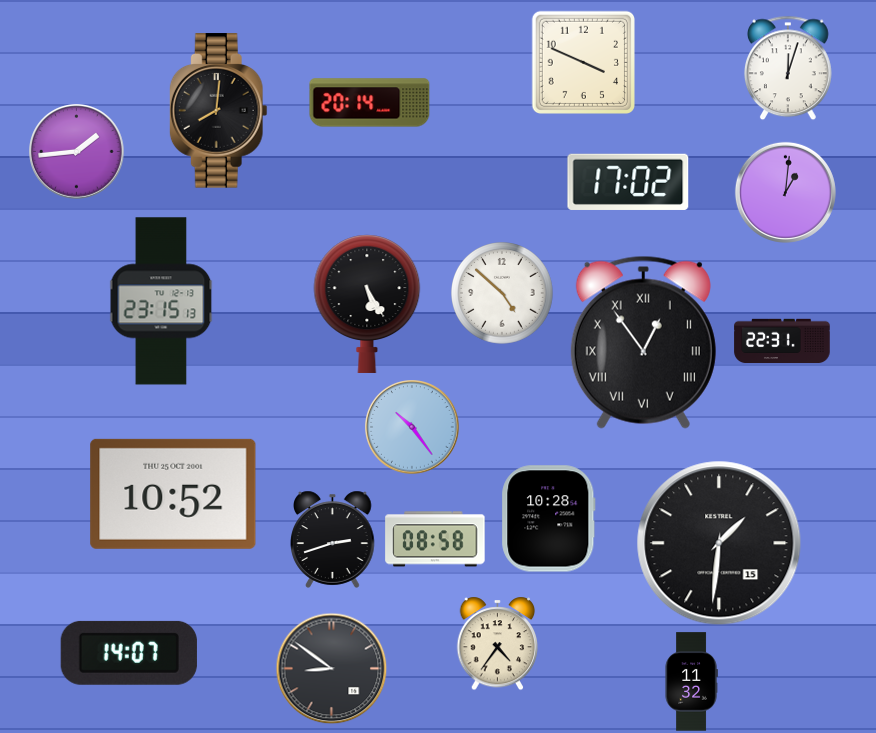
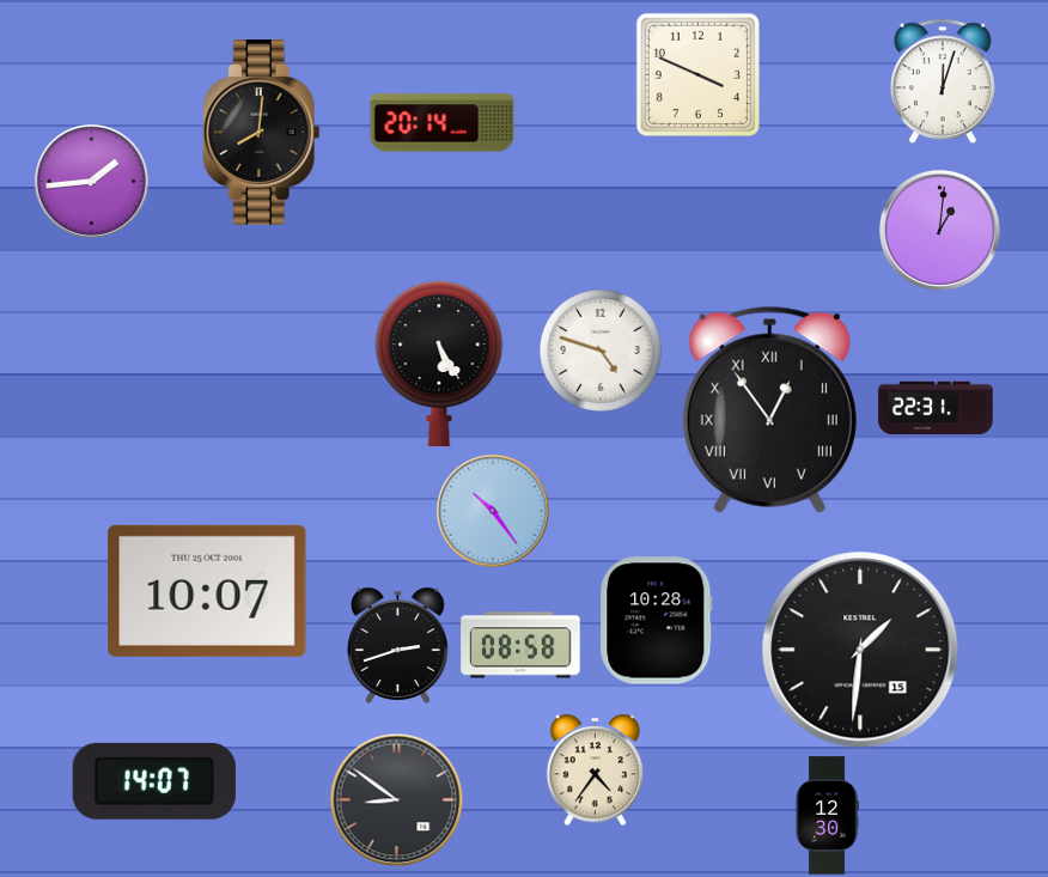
clock at (628, 182): 17:02 -> none
clock at (503, 294): 4:52 -> 4:48
clock at (161, 301): 23:15 -> none
clock at (173, 494): 10:52 -> 10:07
clock at (691, 682): 11:32 -> 12:30
